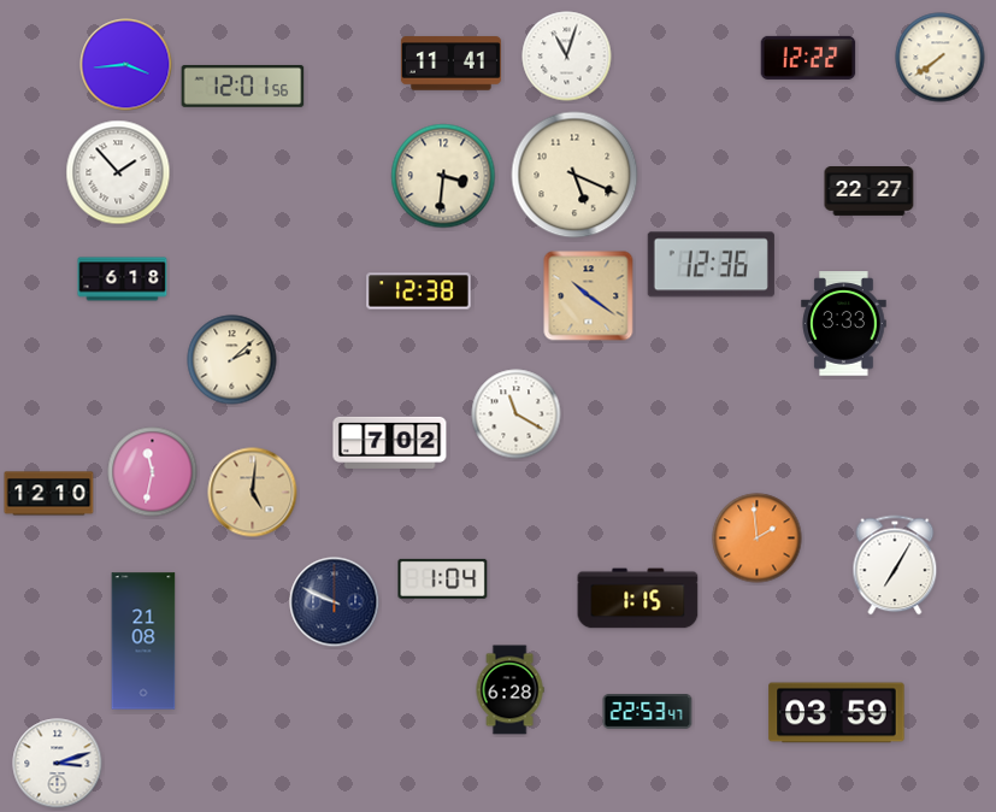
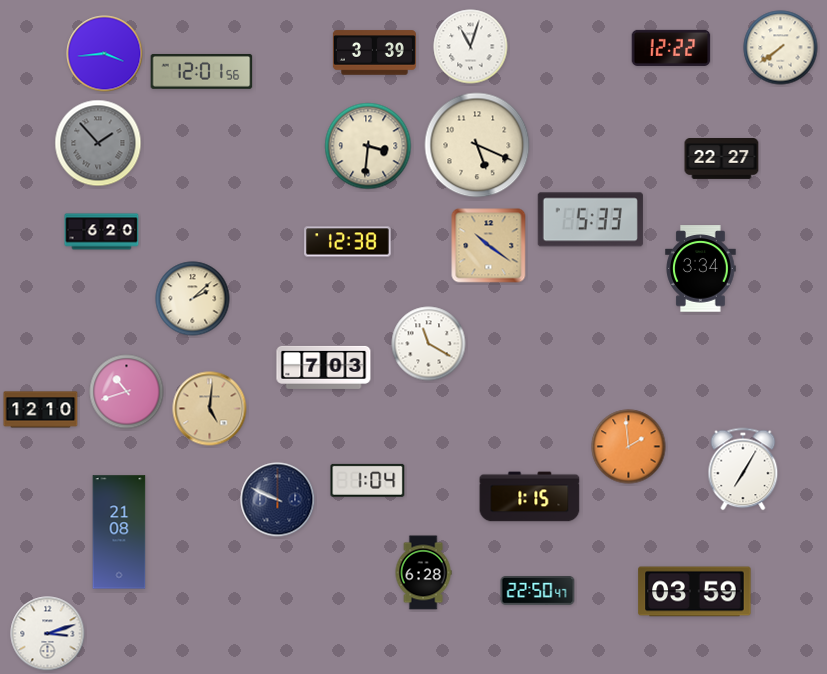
clock at (450, 64): 11:41 -> 3:39
clock at (118, 172) dial: white -> grey
clock at (711, 265): 12:36 -> 5:33
clock at (123, 280): 6:18 -> 6:20
clock at (844, 324): 3:33 -> 3:34
clock at (390, 442): 7:02 -> 7:03
clock at (153, 472): 11:32 -> 10:42
clock at (648, 712): 22:53 -> 22:50
